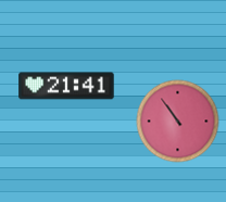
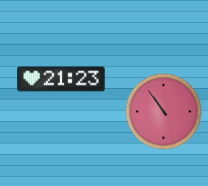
clock at (66, 86): 21:41 -> 21:23
